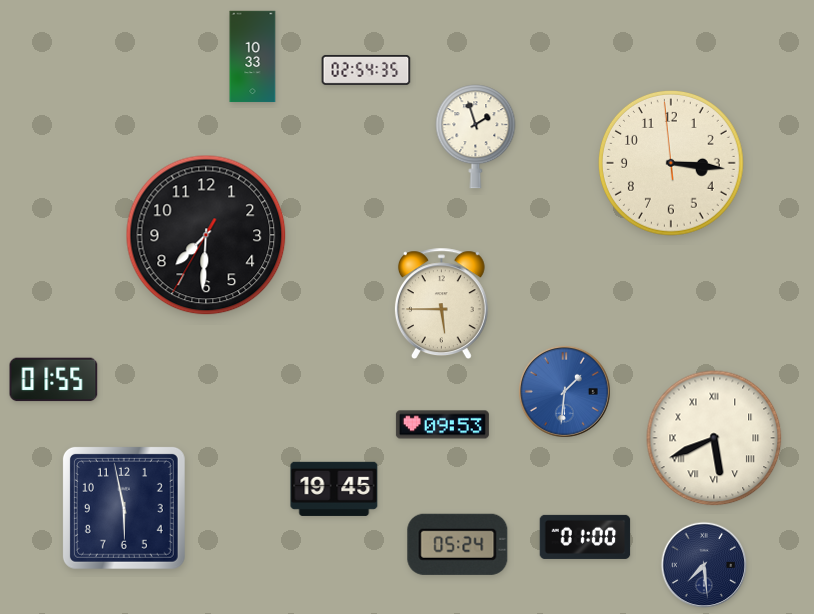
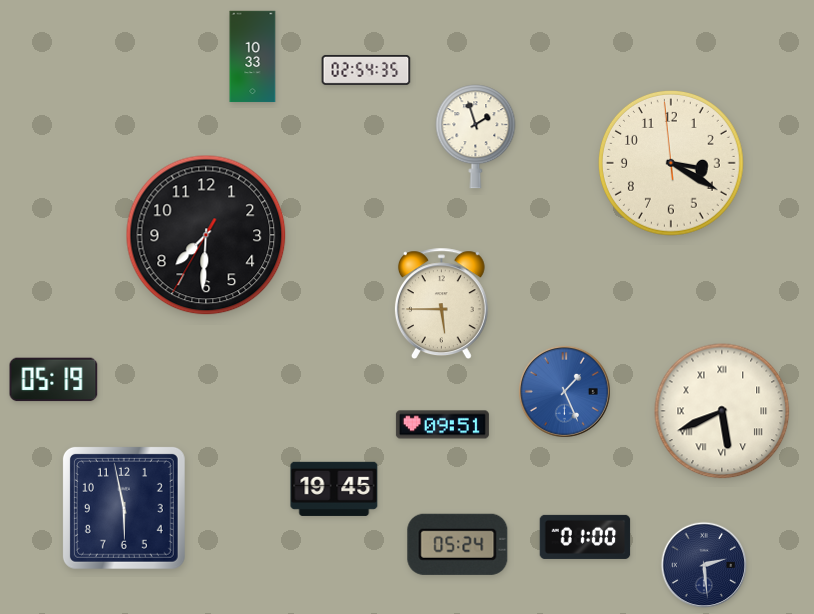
clock at (671, 163): 3:15 -> 3:19
clock at (54, 380): 01:55 -> 05:19
clock at (564, 391): 1:31 -> 1:26
clock at (442, 425): 09:53 -> 09:51
clock at (714, 438) position: (714, 438) -> (722, 411)
clock at (704, 565): 7:29 -> 2:29
